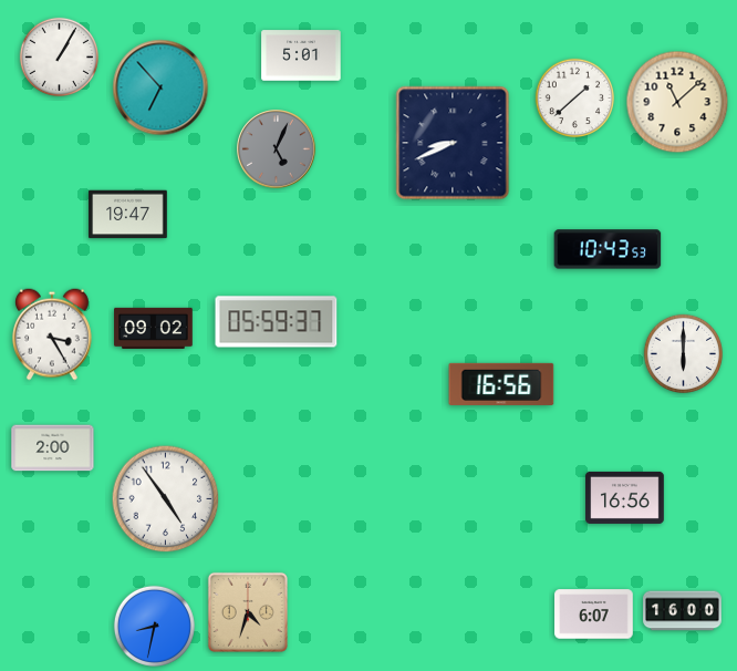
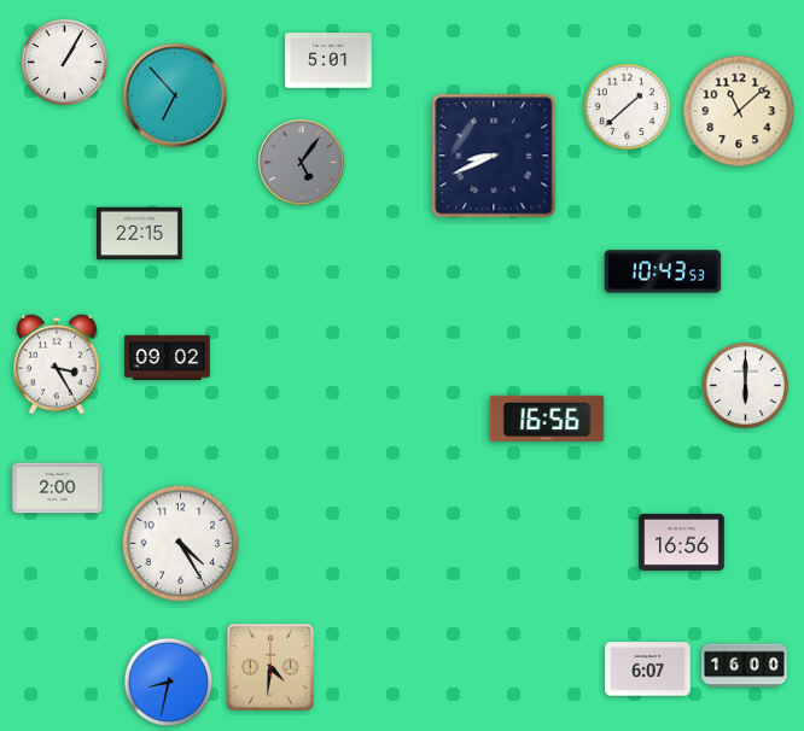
clock at (277, 149): 5:04 -> 5:06
clock at (128, 215): 19:47 -> 22:15
clock at (277, 322): 05:59 -> none
clock at (166, 499): 4:54 -> 4:25
clock at (248, 612): 4:33 -> 4:31
